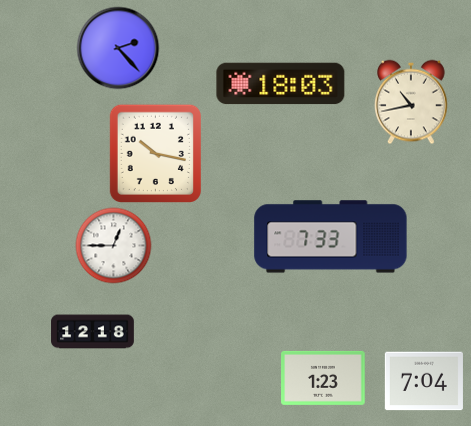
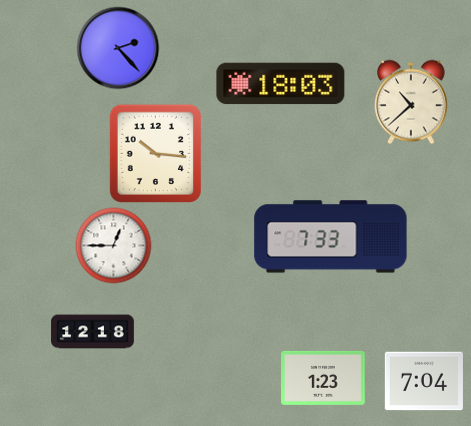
clock at (412, 102): 10:43 -> 10:38
clock at (155, 153): 10:17 -> 10:16
